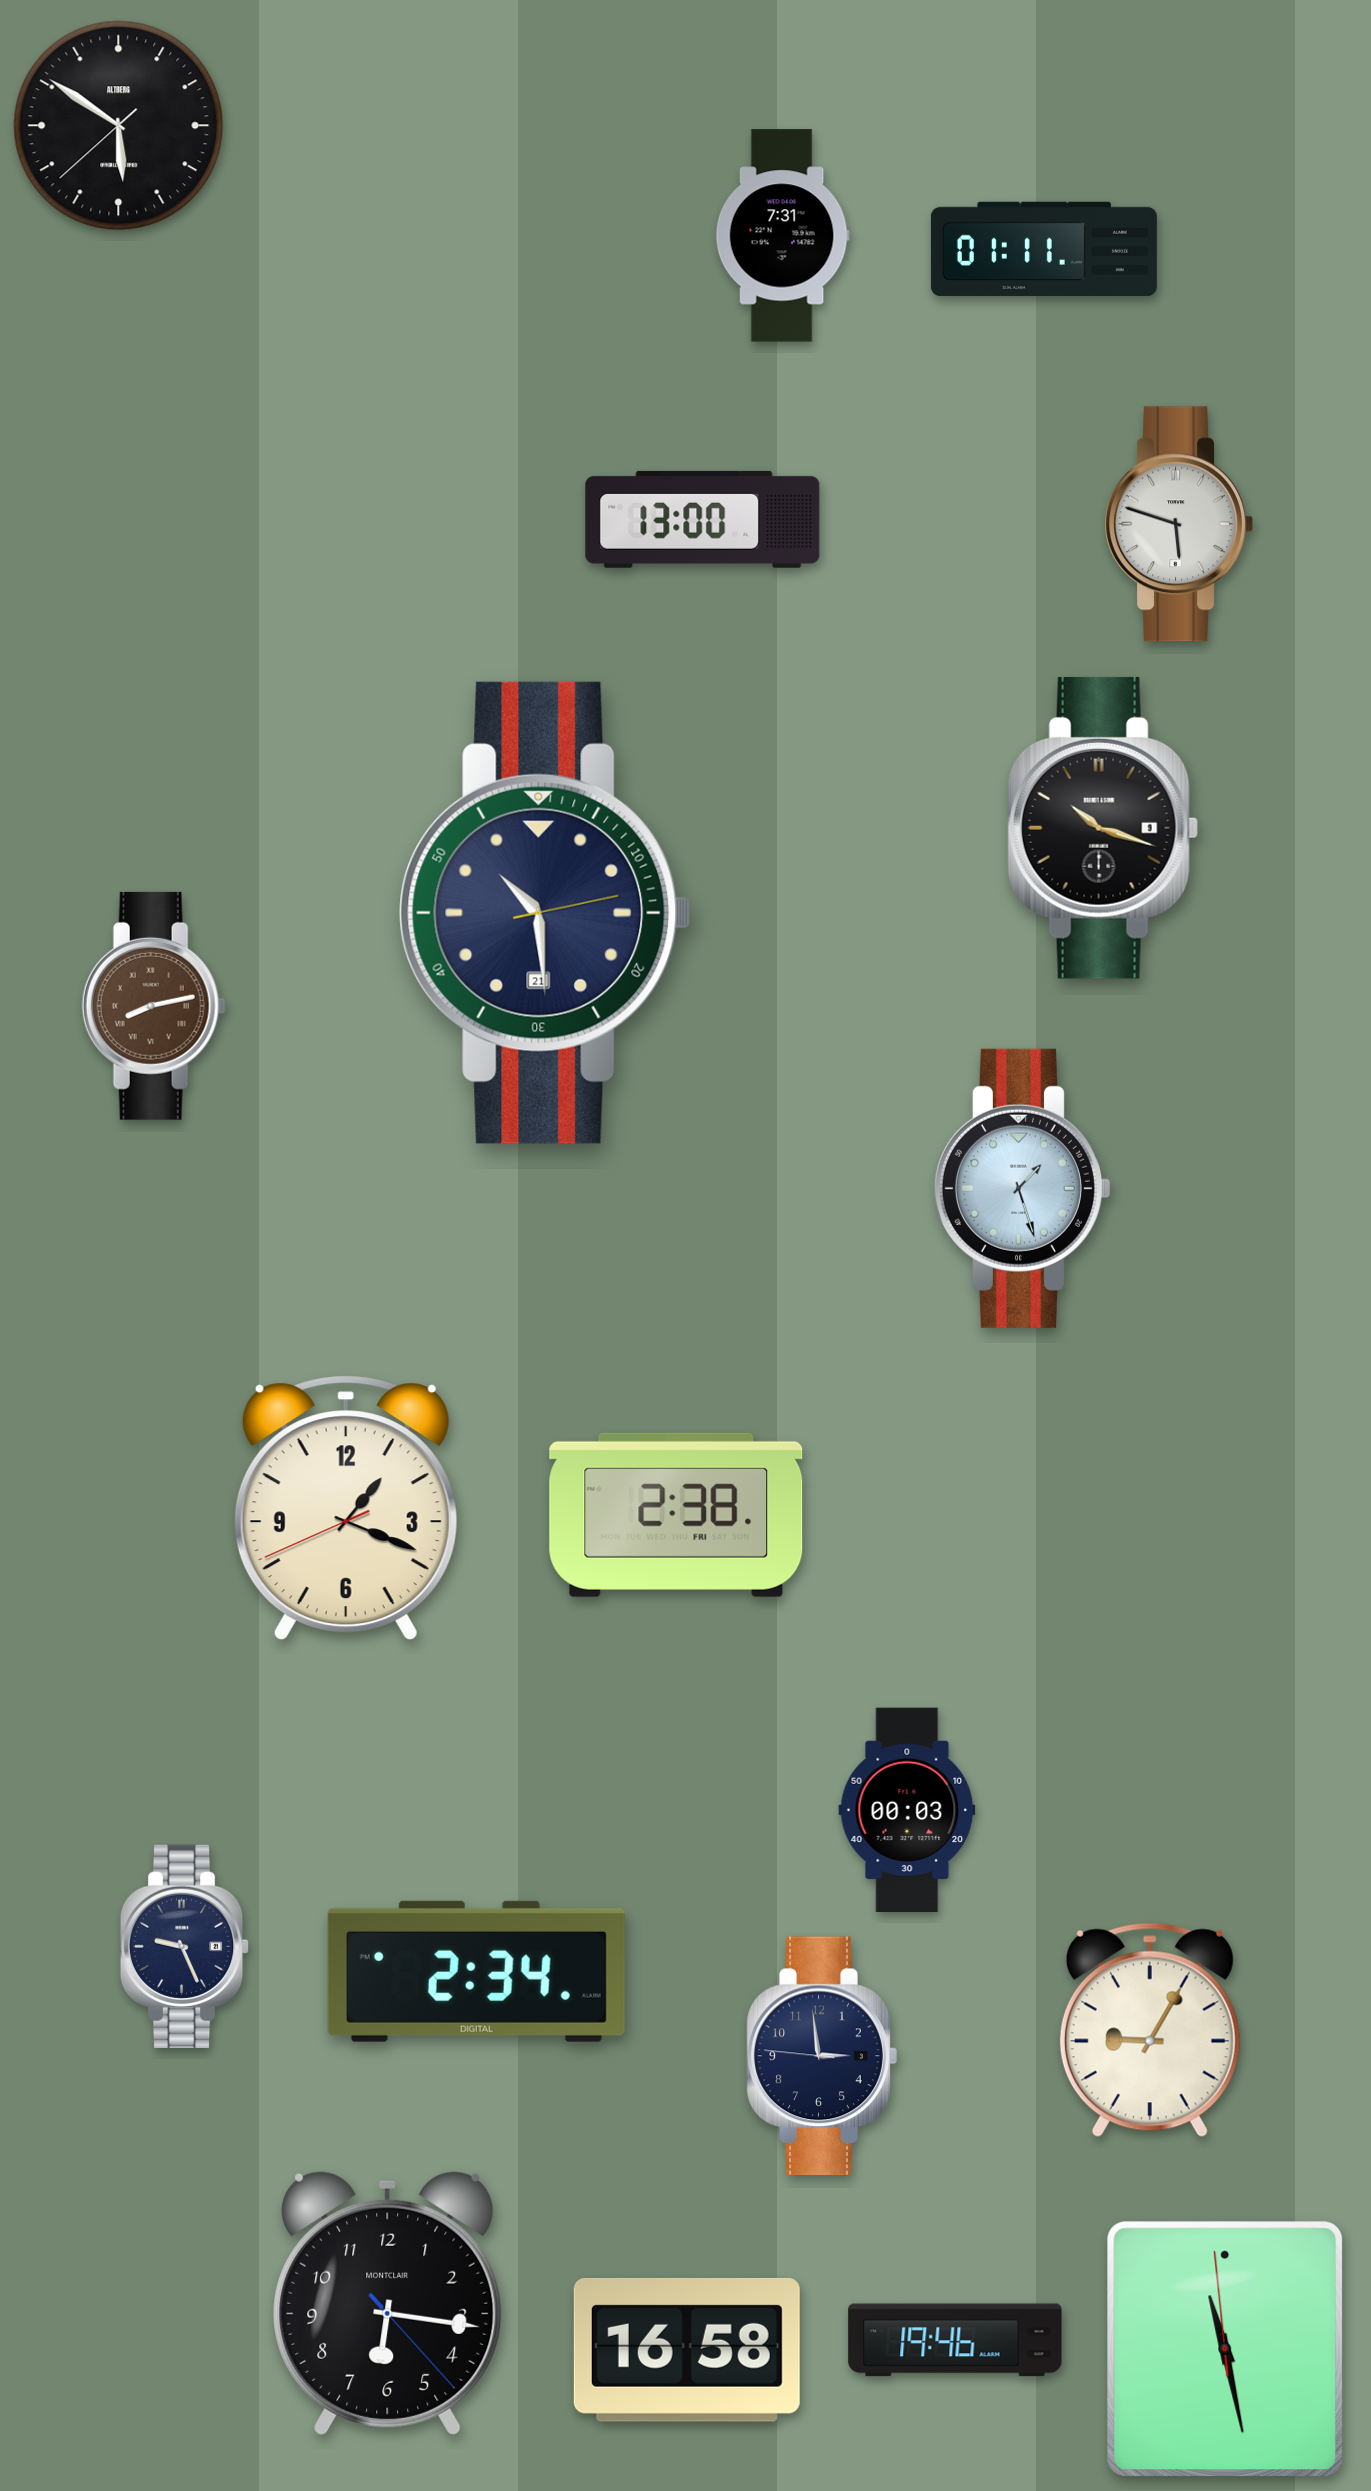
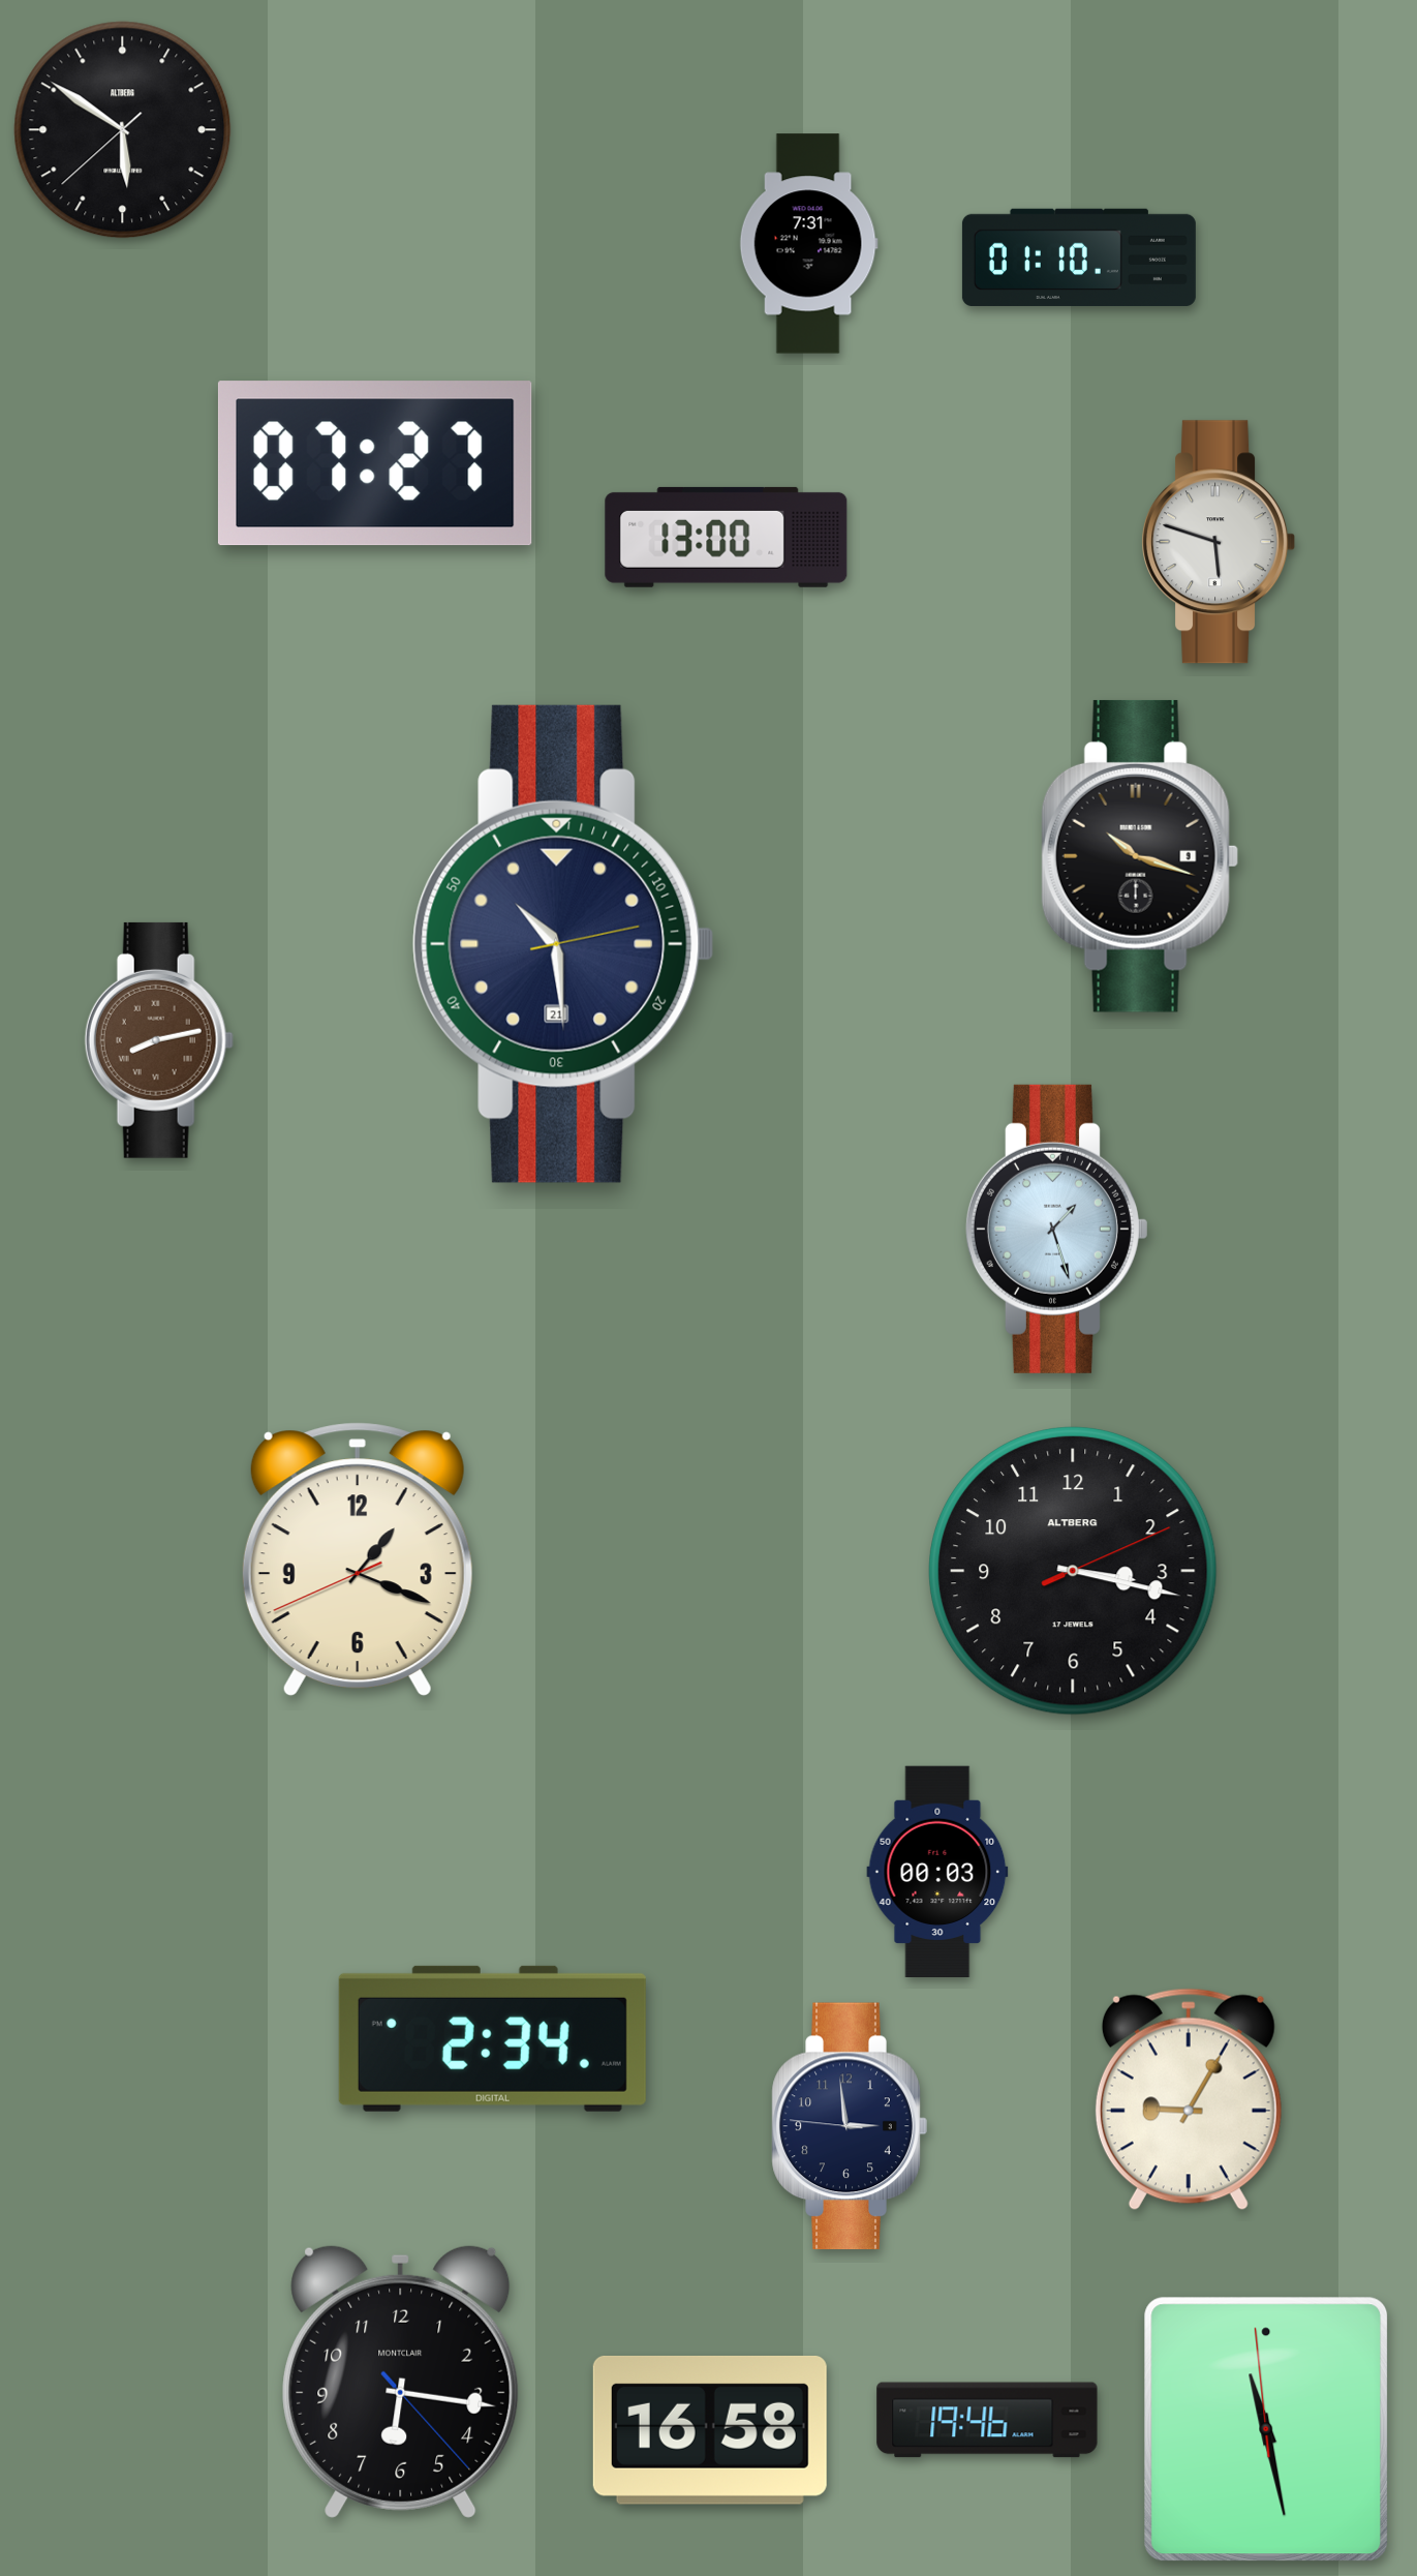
clock at (1044, 248): 01:11 -> 01:10
clock at (375, 463): none -> 07:27
clock at (676, 1515): 2:38 -> none
clock at (1074, 1572): none -> 3:17
clock at (185, 1946): 9:26 -> none
